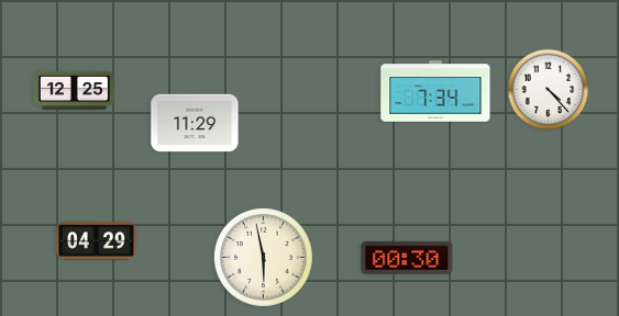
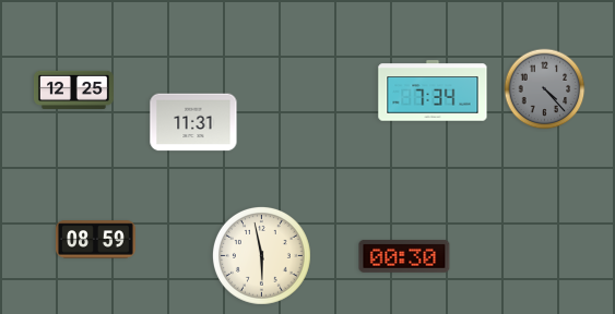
clock at (549, 90) dial: white -> grey
clock at (195, 123): 11:29 -> 11:31
clock at (96, 241): 04:29 -> 08:59
